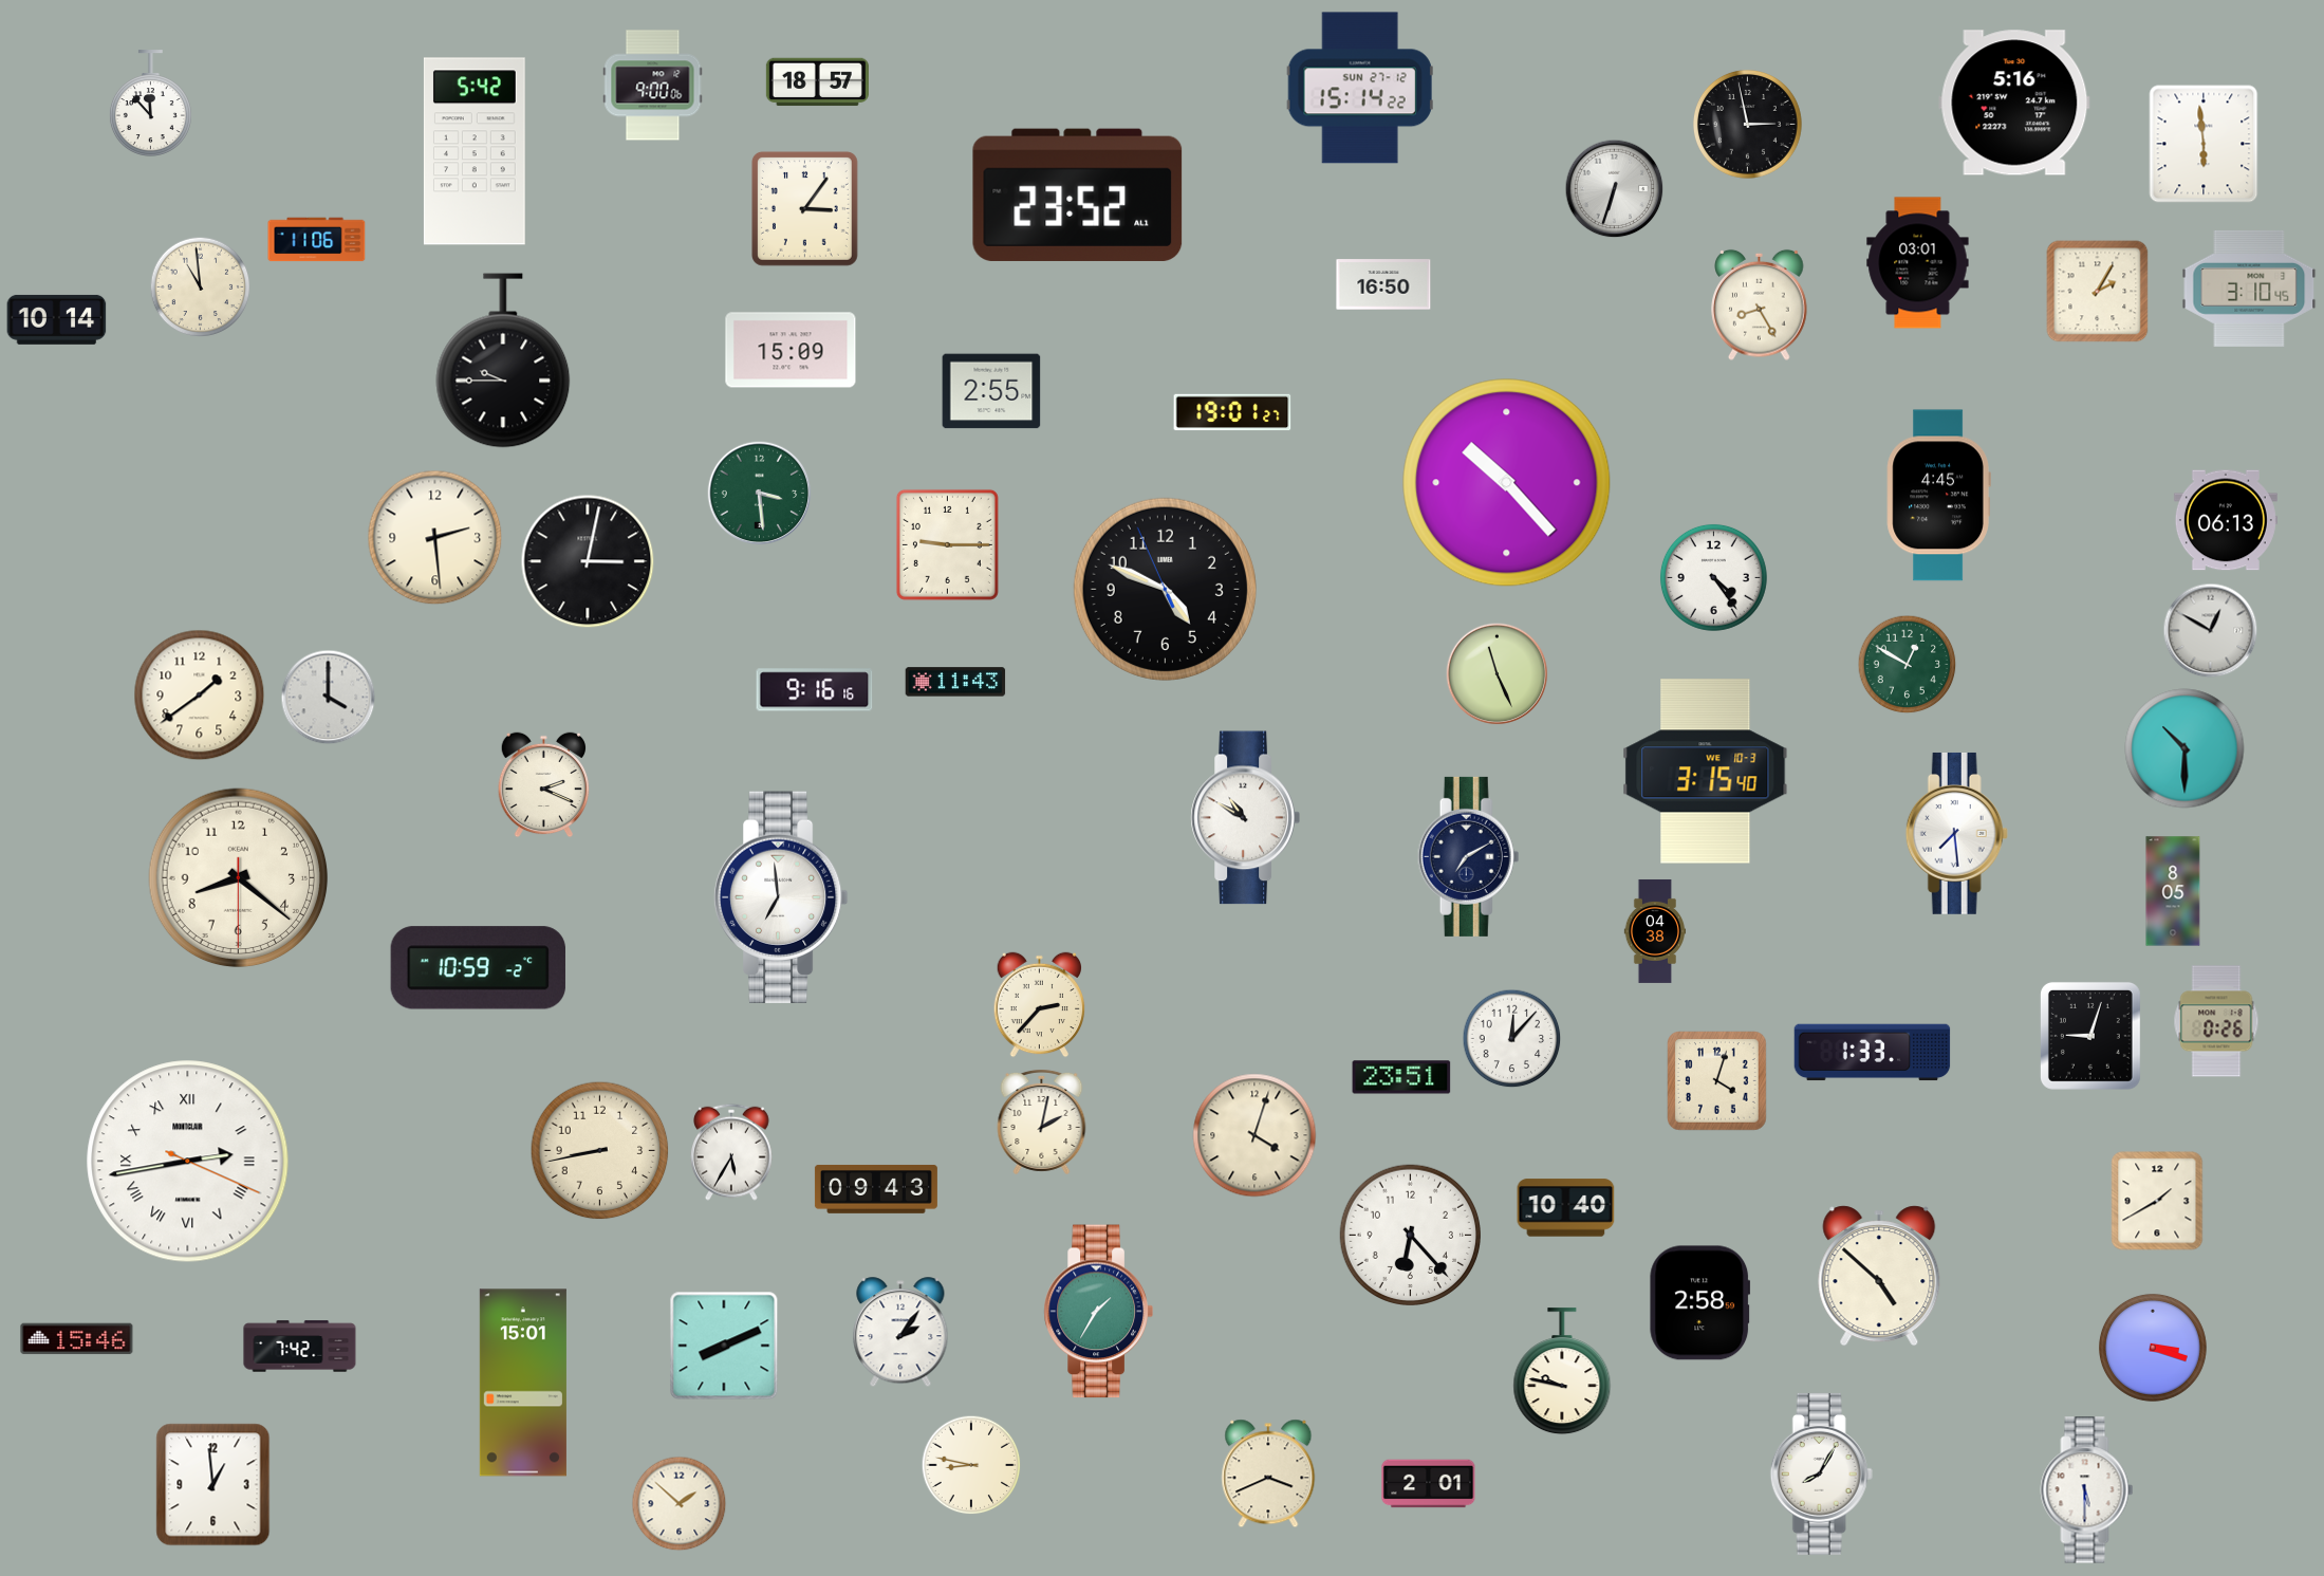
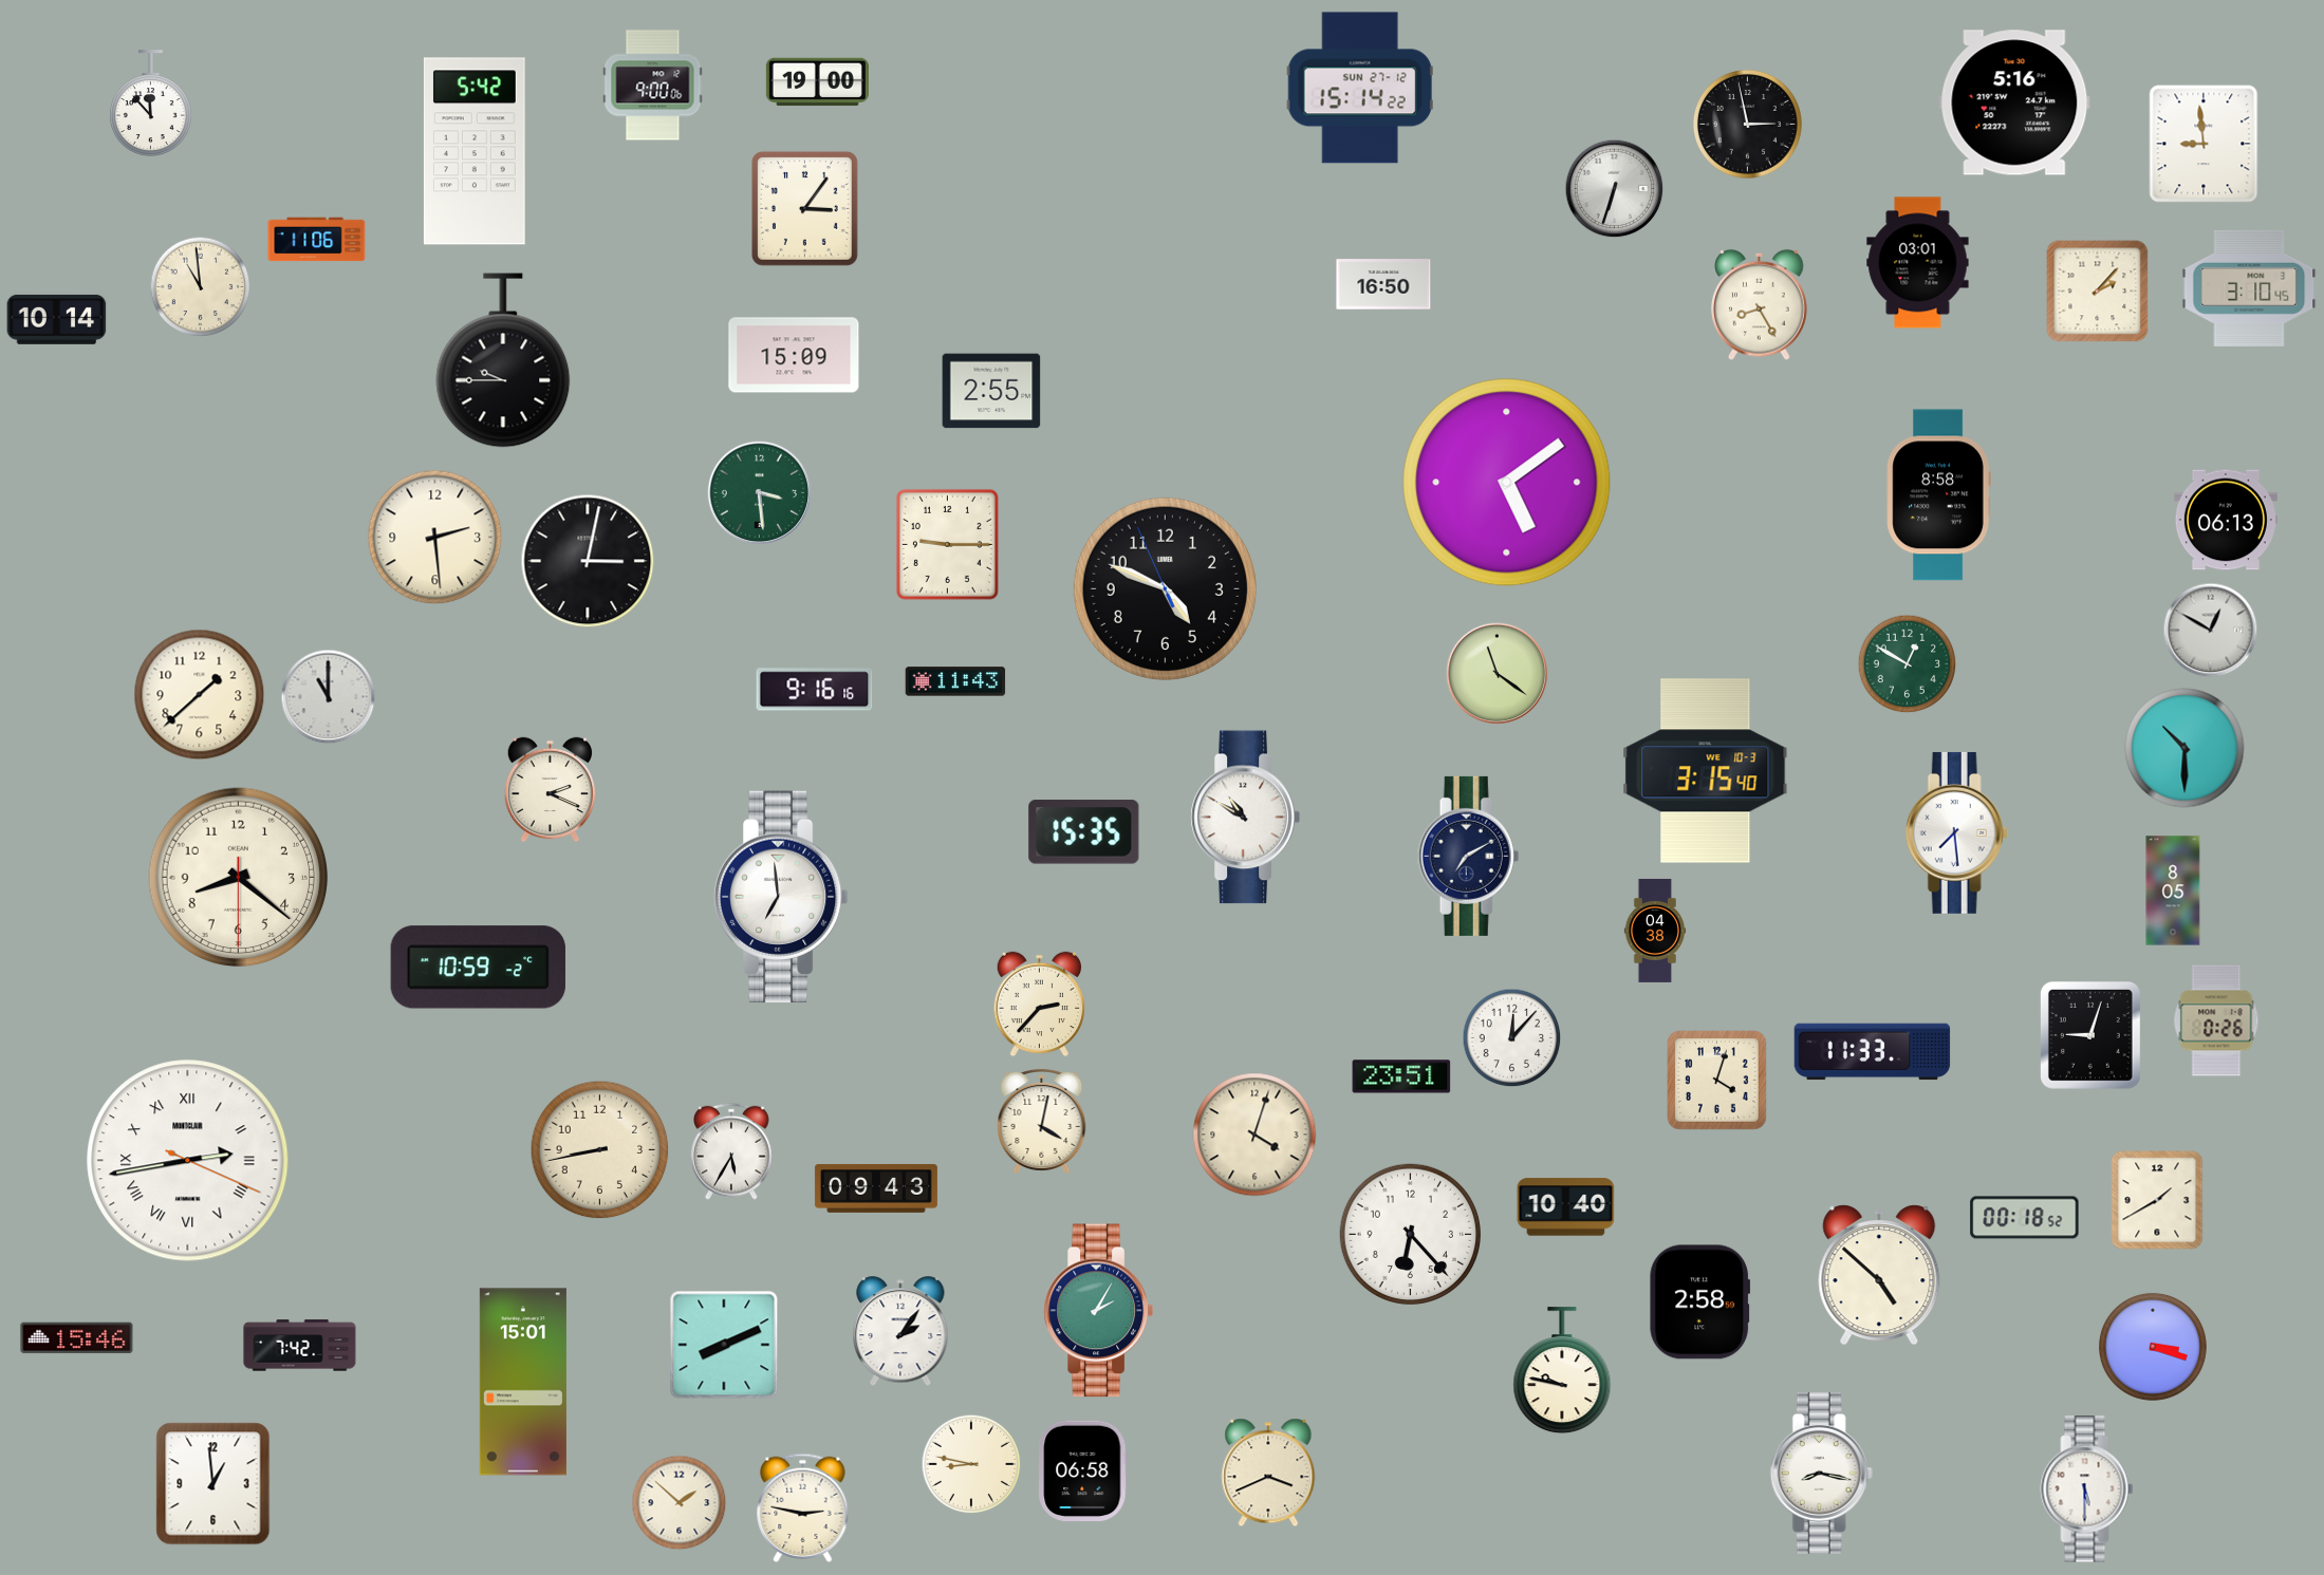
clock at (817, 82): 18:57 -> 19:00
clock at (2204, 144): 5:59 -> 8:59
clock at (1078, 194): 23:52 -> none
clock at (2098, 292): 2:05 -> 2:07
clock at (791, 350) position: (791, 350) -> (794, 355)
clock at (1232, 412): 19:01 -> none
clock at (1507, 483): 10:23 -> 5:09
clock at (1938, 496): 4:45 -> 8:58
clock at (1713, 577): 4:24 -> none
clock at (1498, 674): 11:26 -> 11:21
clock at (200, 696): 1:39 -> 1:38
clock at (329, 698): 4:00 -> 11:00
clock at (544, 785) position: (544, 785) -> (551, 790)
clock at (1084, 832): none -> 15:35
clock at (1873, 1053): 1:33 -> 11:33
clock at (1042, 1121): 2:02 -> 4:02
clock at (2025, 1218): none -> 00:18
clock at (1098, 1312): 1:35 -> 2:05
clock at (1083, 1471): none -> 06:58
clock at (1821, 1473): 8:05 -> 8:17
clock at (1429, 1484): 2:01 -> none
clock at (803, 1508): none -> 2:47
